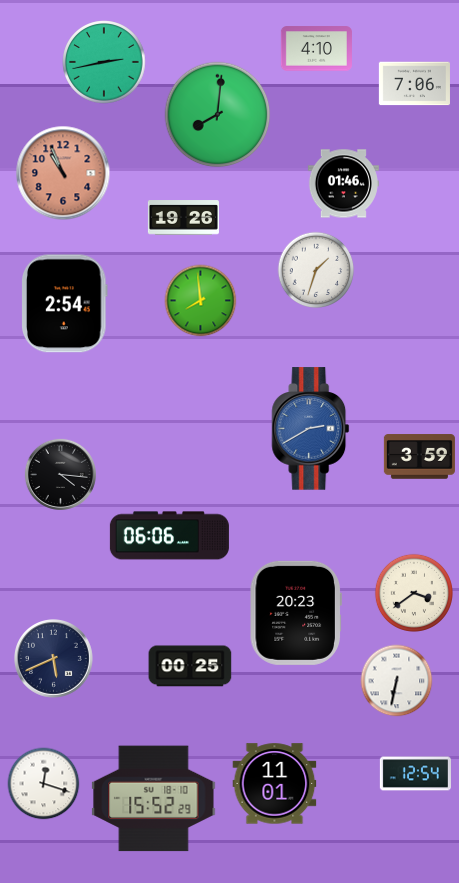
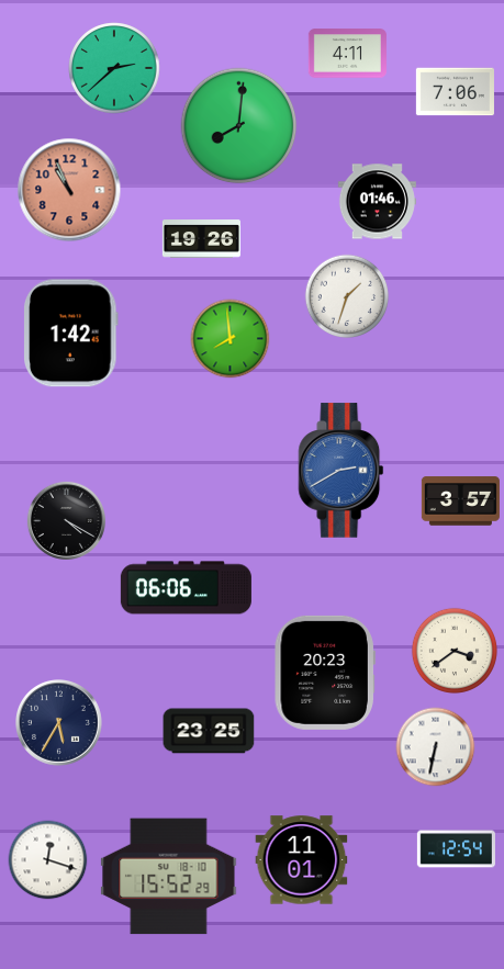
clock at (316, 49): 4:10 -> 4:11
clock at (104, 62): 2:43 -> 2:38
clock at (201, 301) position: (201, 301) -> (231, 339)
clock at (65, 304): 2:54 -> 1:42
clock at (419, 457): 3:59 -> 3:57
clock at (60, 474): 4:16 -> 4:20
clock at (54, 659): 5:41 -> 5:35
clock at (190, 666): 00:25 -> 23:25
